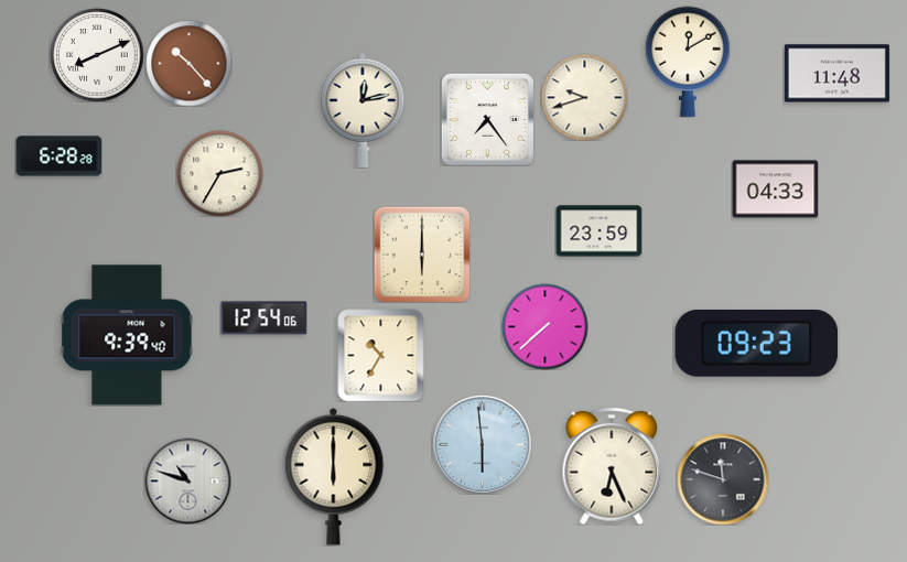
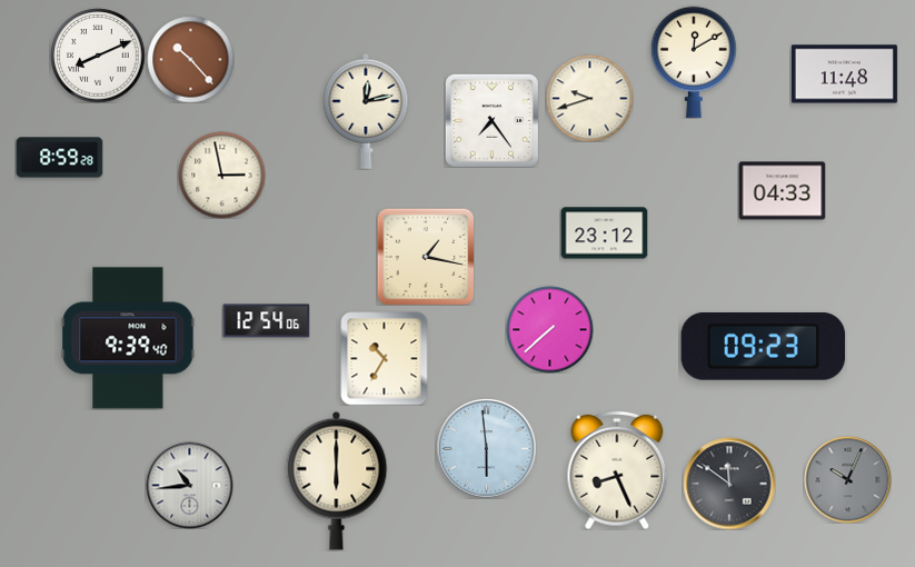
clock at (188, 63) position: (188, 63) -> (190, 59)
clock at (58, 156): 6:28 -> 8:59
clock at (219, 173): 2:35 -> 2:58
clock at (598, 231): 23:59 -> 23:12
clock at (422, 255): 6:00 -> 1:17
clock at (612, 466): 6:26 -> 8:26
clock at (847, 479): none -> 10:04
clock at (723, 479): 11:48 -> 11:51
clock at (187, 480): 10:48 -> 10:44
